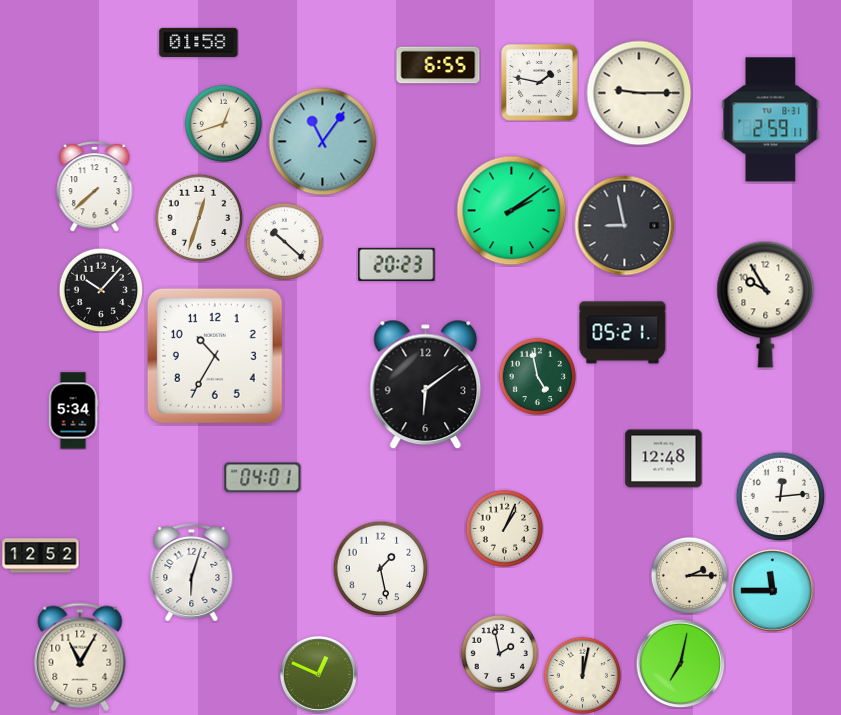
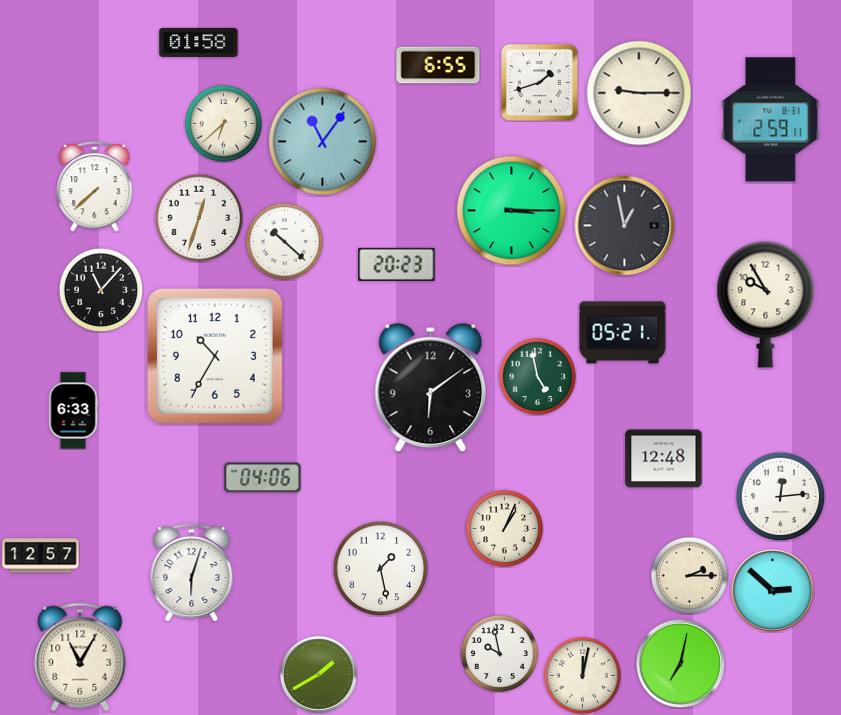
clock at (539, 82): 1:47 -> 1:42
clock at (223, 123): 12:42 -> 6:38
clock at (512, 211): 2:09 -> 3:15
clock at (625, 226): 8:58 -> 12:58
clock at (101, 290): 10:07 -> 11:07
clock at (426, 385) position: (426, 385) -> (431, 388)
clock at (73, 411): 5:34 -> 6:33
clock at (263, 478): 04:01 -> 04:06
clock at (41, 556): 12:52 -> 12:57
clock at (772, 590): 11:45 -> 2:52
clock at (499, 653): 1:58 -> 9:58
clock at (318, 674): 12:49 -> 1:40
